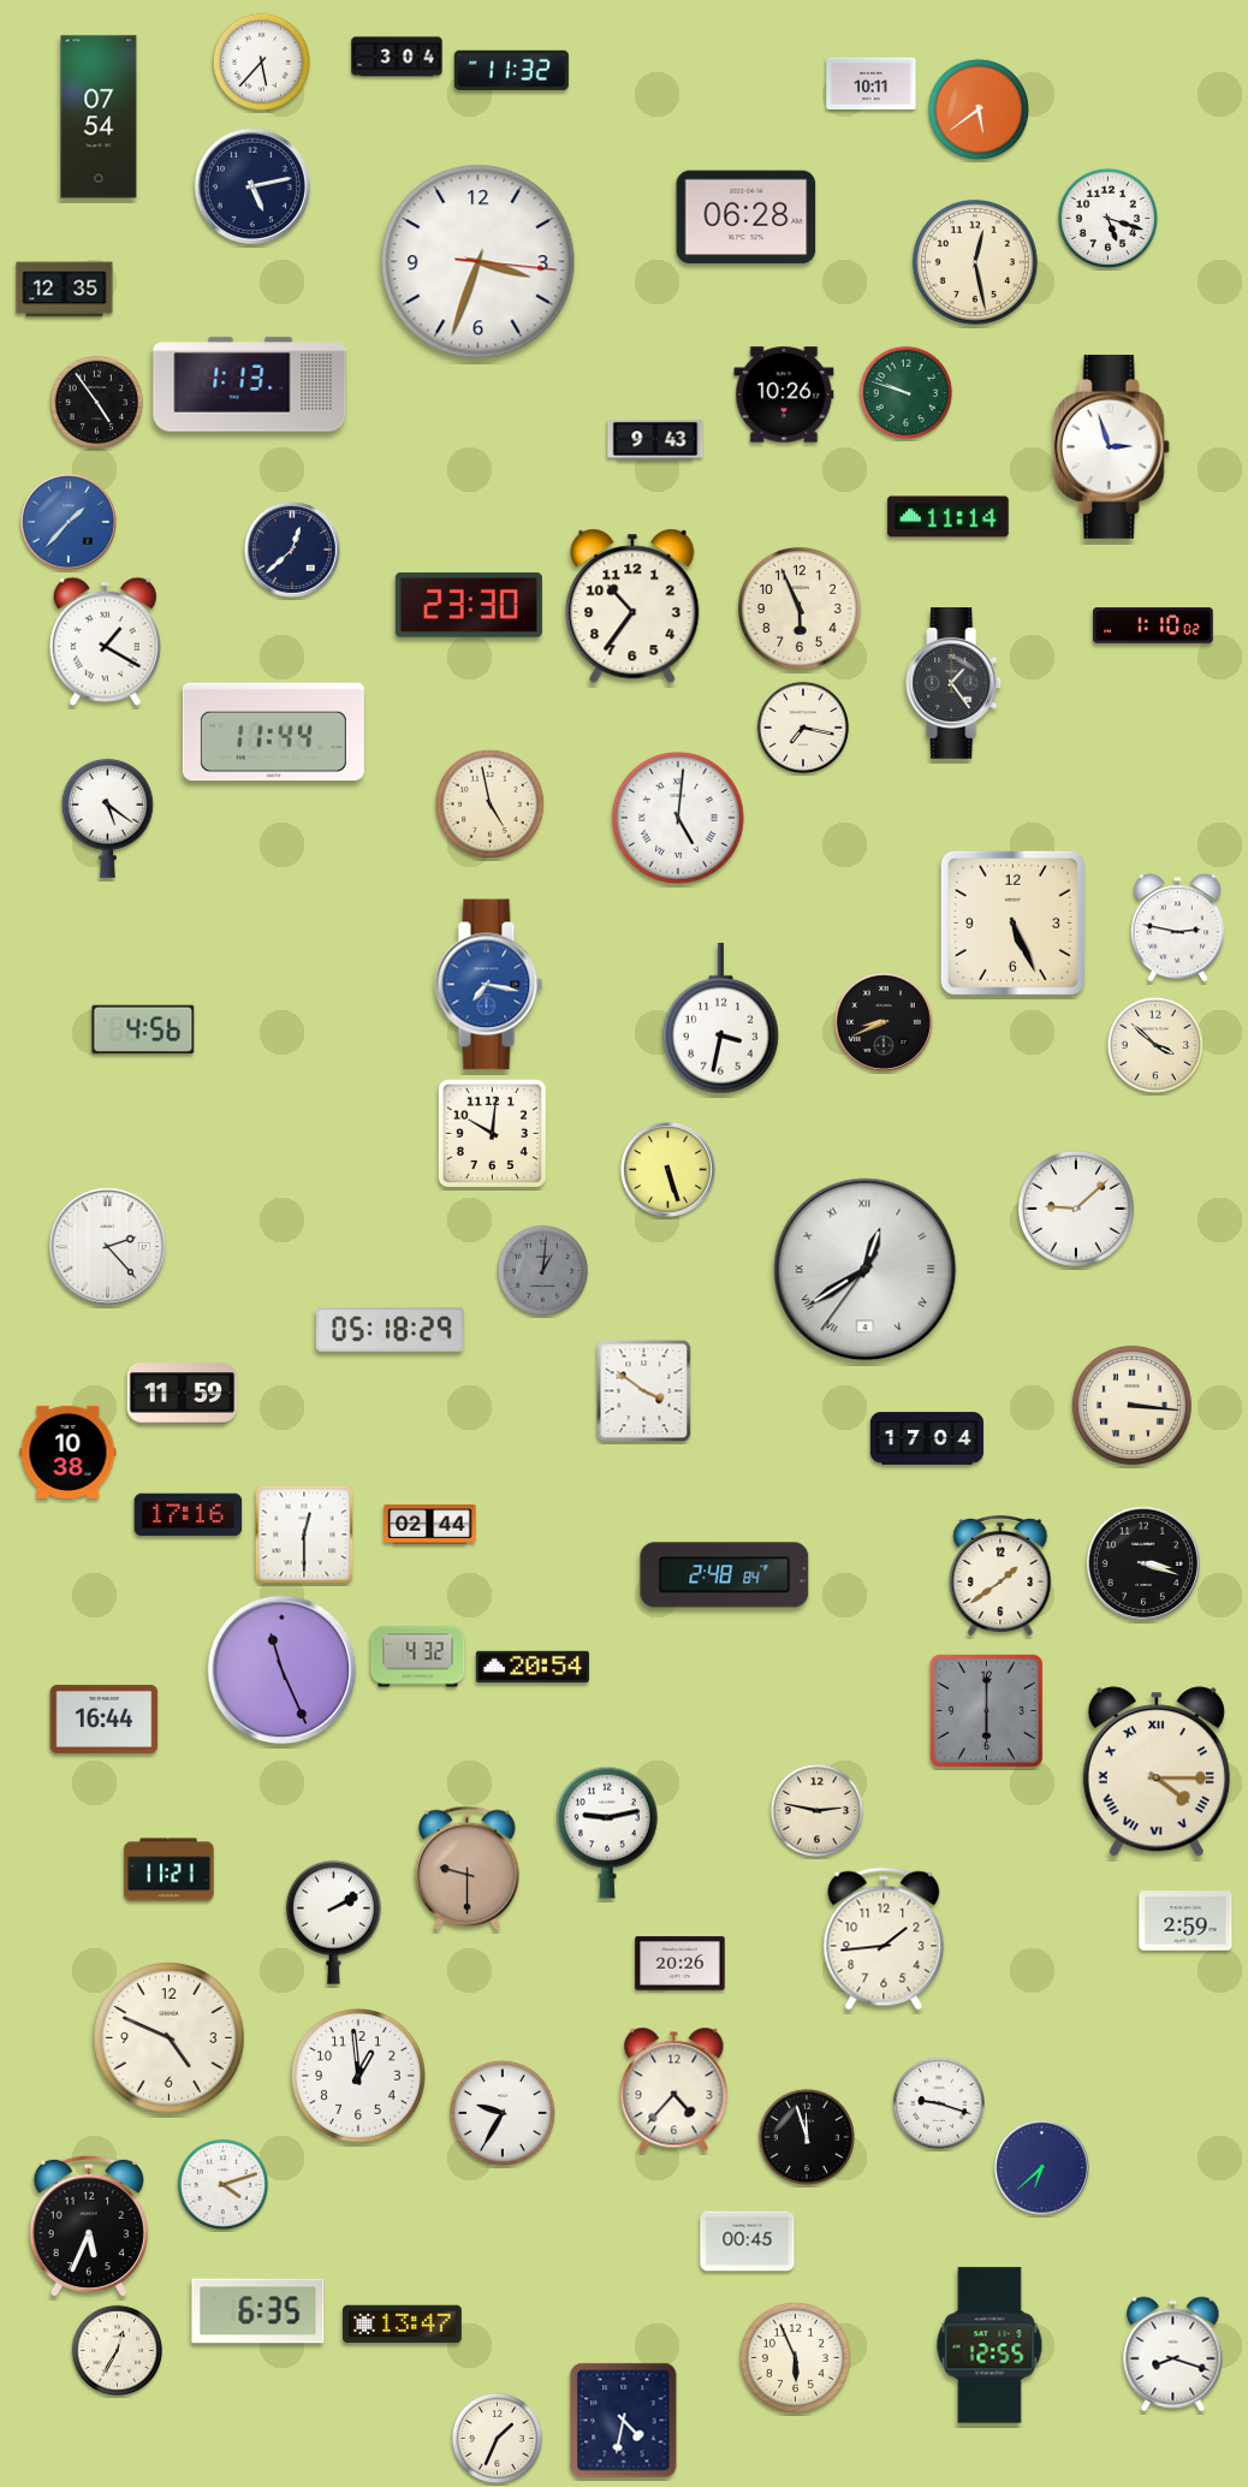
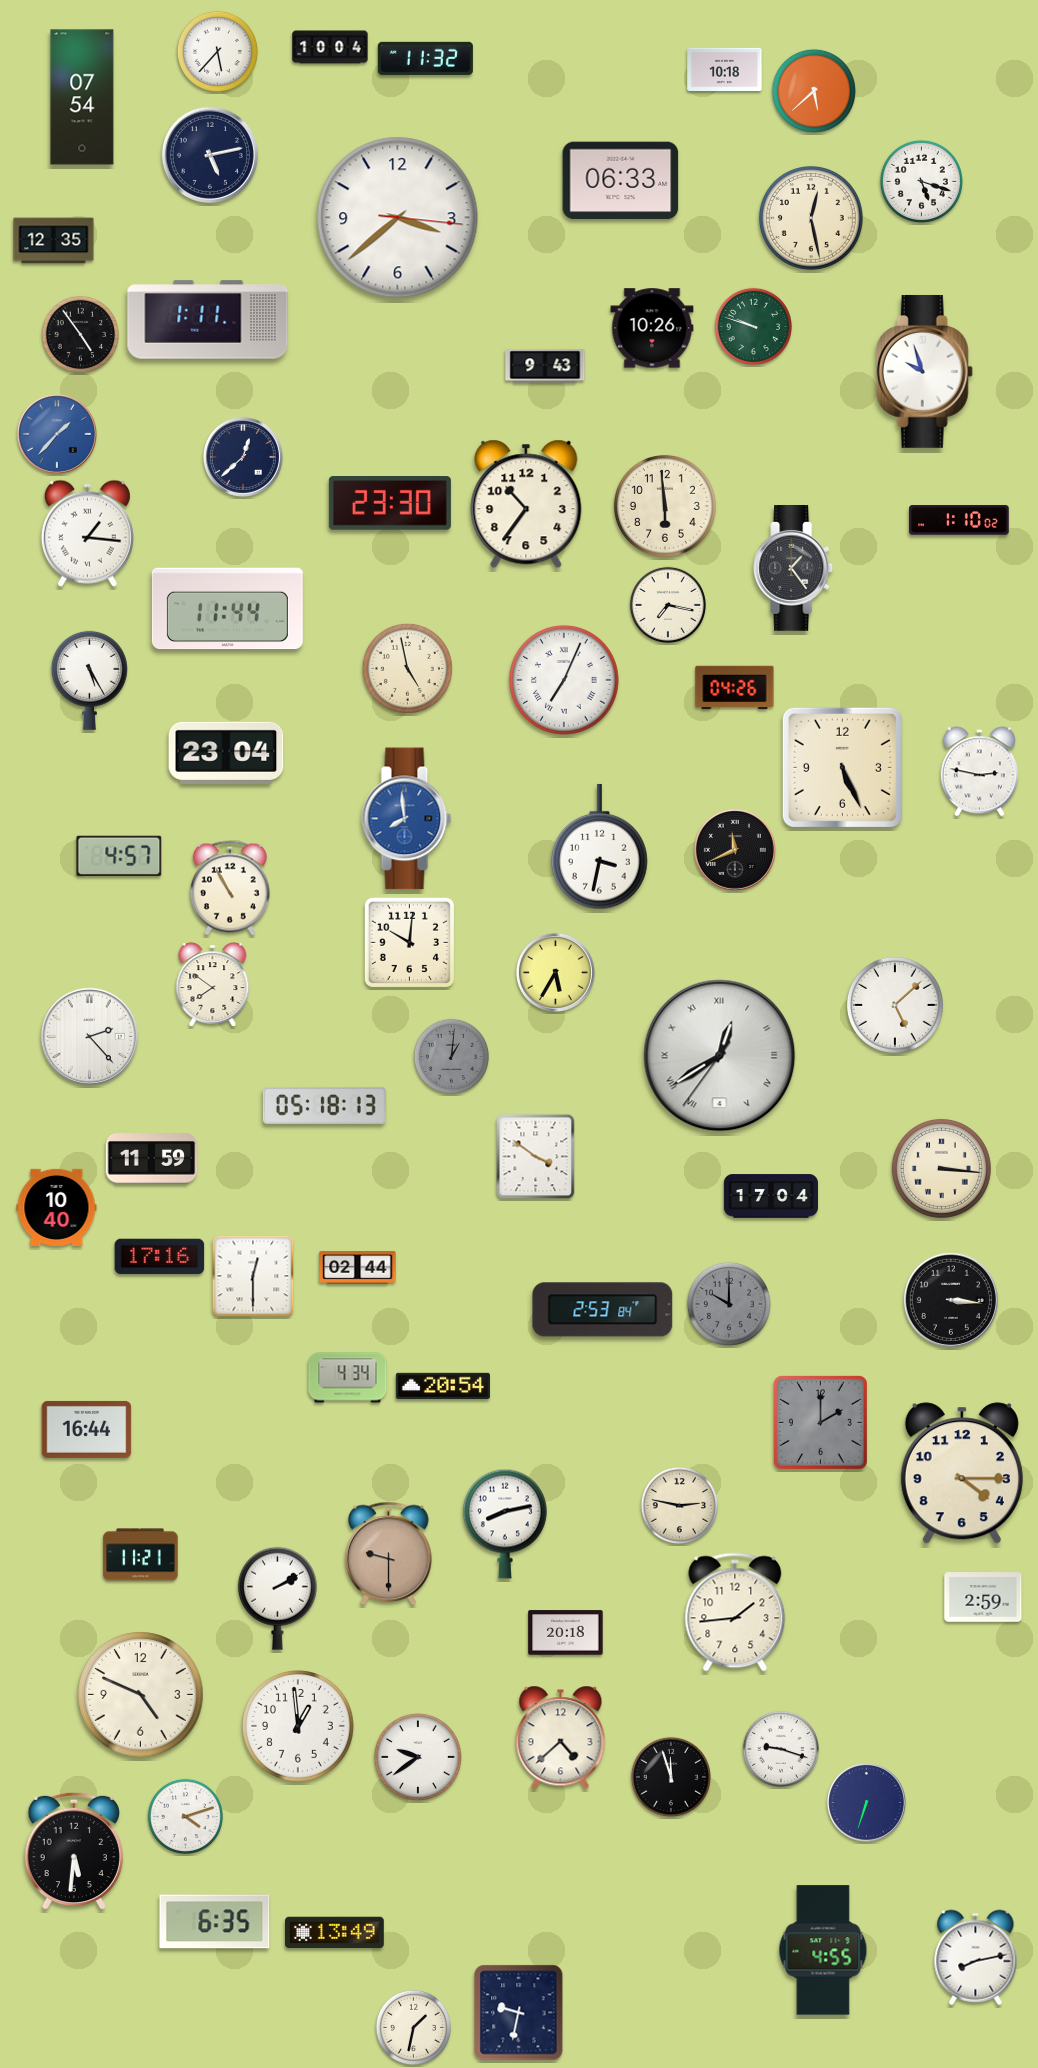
clock at (397, 57): 3:04 -> 10:04
clock at (872, 83): 10:11 -> 10:18
clock at (979, 109): 5:39 -> 5:38
clock at (747, 218): 06:28 -> 06:33
clock at (479, 262): 3:33 -> 3:38
clock at (250, 385): 1:13 -> 1:11
clock at (1111, 446): 2:57 -> 9:57
clock at (949, 517): 11:14 -> none
clock at (800, 609): 5:56 -> 5:59
clock at (105, 641): 1:20 -> 1:16
clock at (107, 818): 5:21 -> 5:25
clock at (679, 819): 5:01 -> 7:04
clock at (735, 688): none -> 04:26
clock at (226, 753): none -> 23:04
clock at (489, 985): 7:17 -> 7:59
clock at (884, 1022): 8:41 -> 11:41
clock at (143, 1028): 4:56 -> 4:57
clock at (1155, 1045): 3:52 -> none
clock at (230, 888): none -> 10:55
clock at (667, 1169): 5:27 -> 5:35
clock at (213, 985): none -> 7:51
clock at (1076, 1209): 9:08 -> 5:08
clock at (390, 1329): 05:18:29 -> 05:18:13
clock at (69, 1452): 10:38 -> 10:40
clock at (189, 1515) position: (189, 1515) -> (160, 1257)
clock at (1143, 1563): 3:18 -> 3:16
clock at (729, 1304): none -> 10:00
clock at (725, 1575): 2:48 -> 2:53
clock at (1000, 1575): 1:39 -> none
clock at (418, 1657): 4:32 -> 4:34
clock at (283, 1670): 11:26 -> none
clock at (986, 1710): 6:00 -> 2:00
clock at (1157, 1771) numerals: Roman -> Arabic
clock at (607, 1833): 9:13 -> 8:13
clock at (1185, 1921) position: (1185, 1921) -> (983, 1597)
clock at (681, 1964): 20:26 -> 20:18
clock at (674, 2090): 4:37 -> 4:38
clock at (503, 2113): 9:35 -> 9:39
clock at (1041, 2167): 6:38 -> 6:33
clock at (89, 2226): 5:34 -> 5:31
clock at (748, 2242): 00:45 -> none
clock at (403, 2325): 13:47 -> 13:49
clock at (990, 2345): 12:55 -> 4:55
clock at (117, 2350): 12:35 -> none
clock at (1173, 2355): 8:18 -> 8:13
clock at (795, 2357): 5:56 -> none
clock at (624, 2421): 4:32 -> 9:32
clock at (497, 2438): 1:34 -> 1:32
